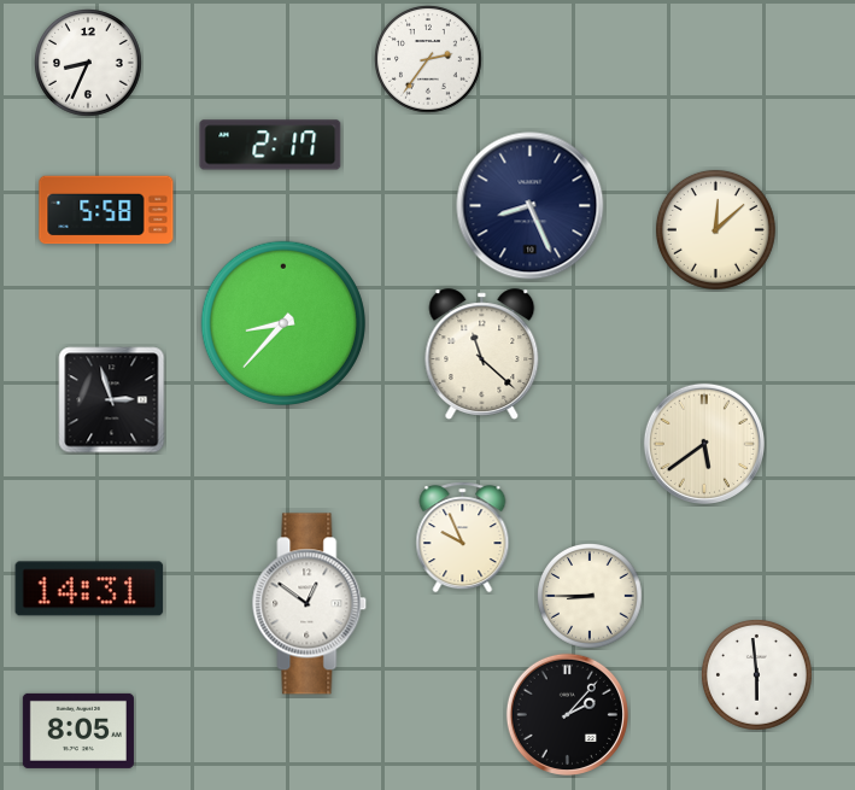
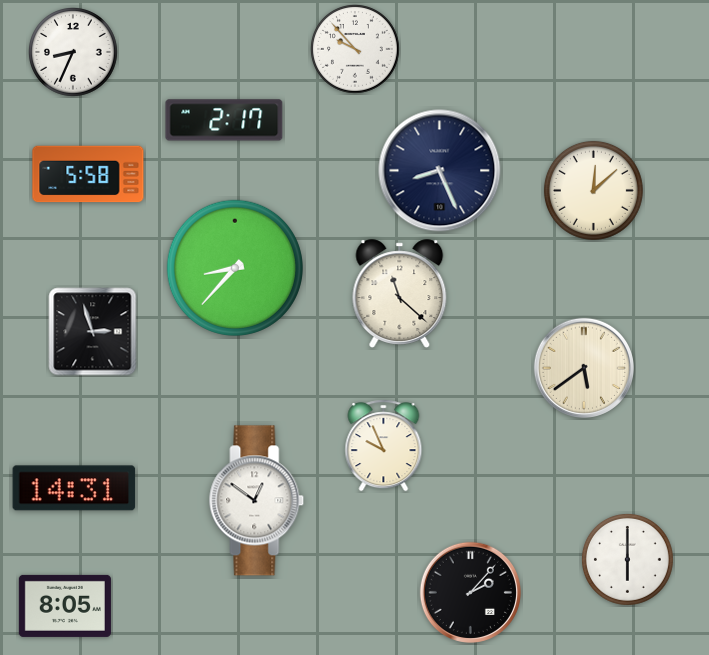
clock at (429, 60): 2:36 -> 9:53
clock at (591, 597): 8:45 -> none
clock at (757, 675): 5:59 -> 6:00
